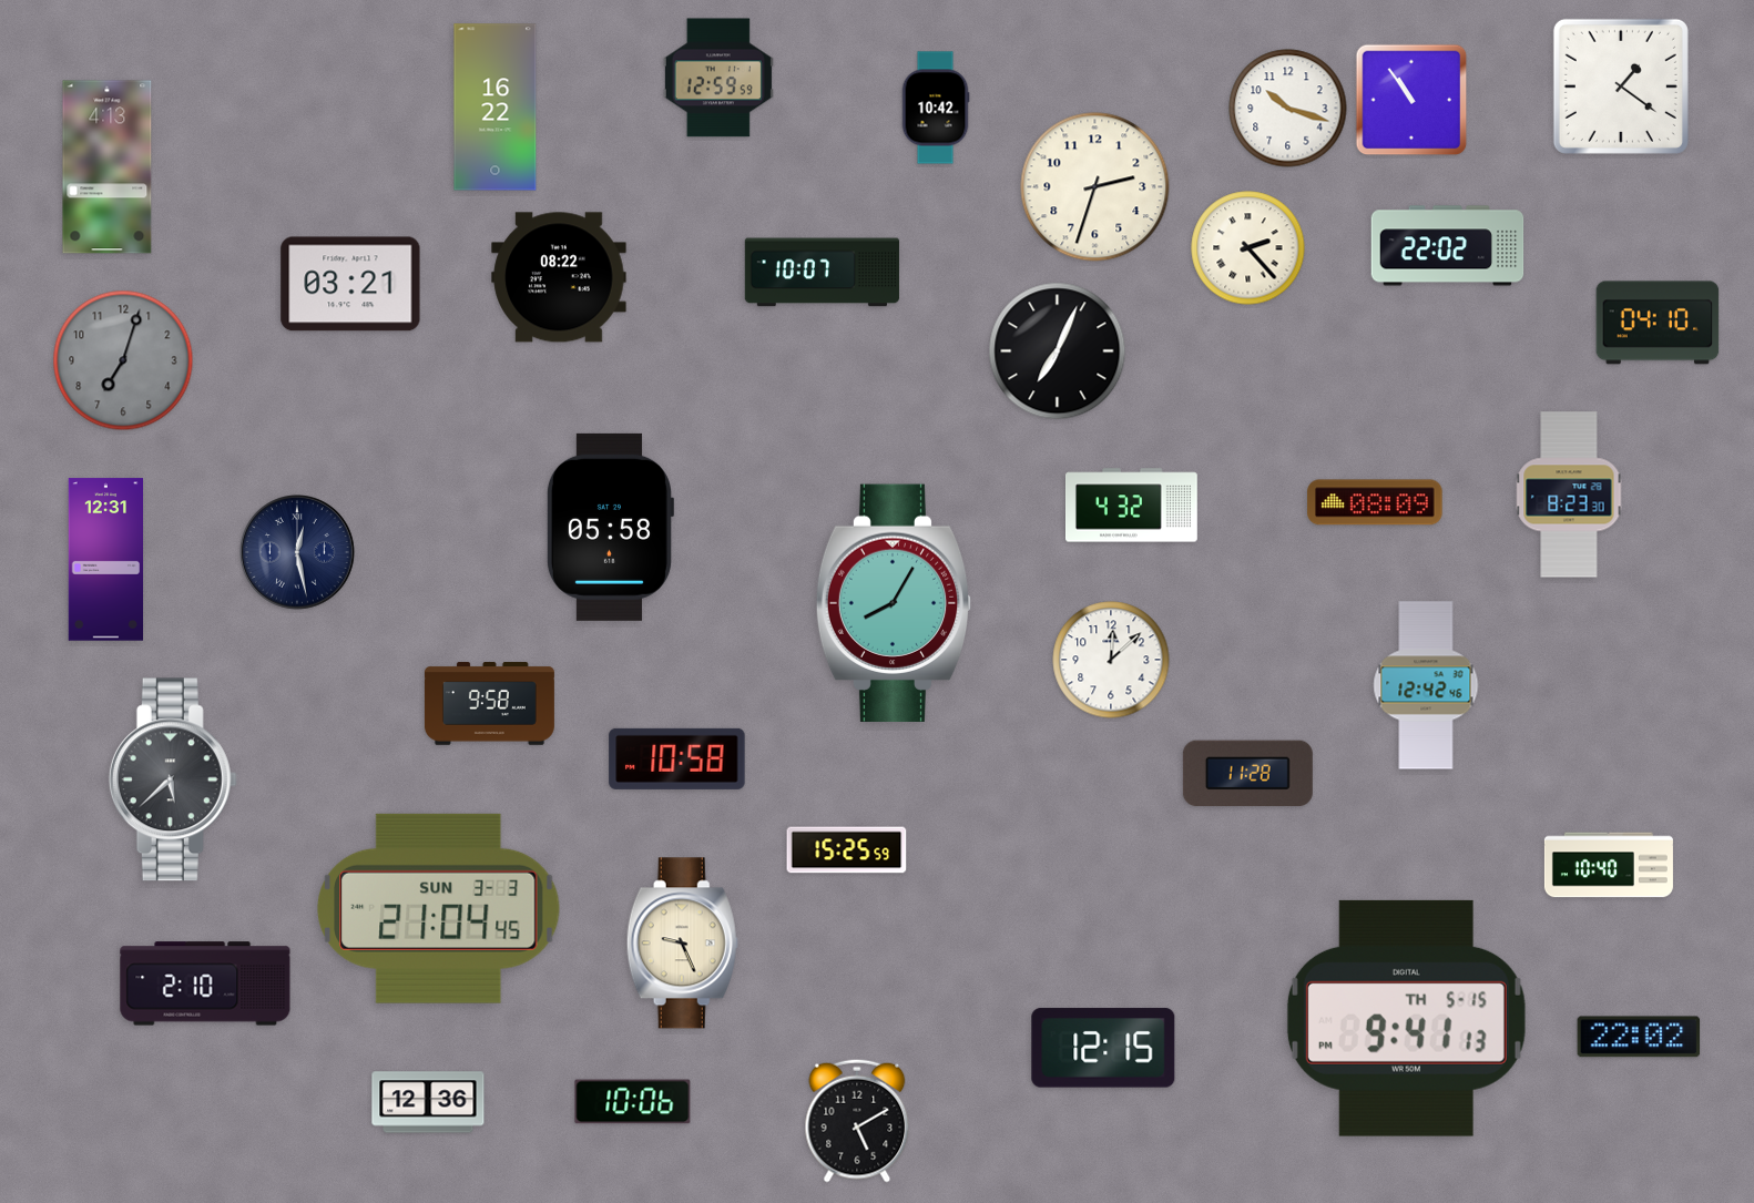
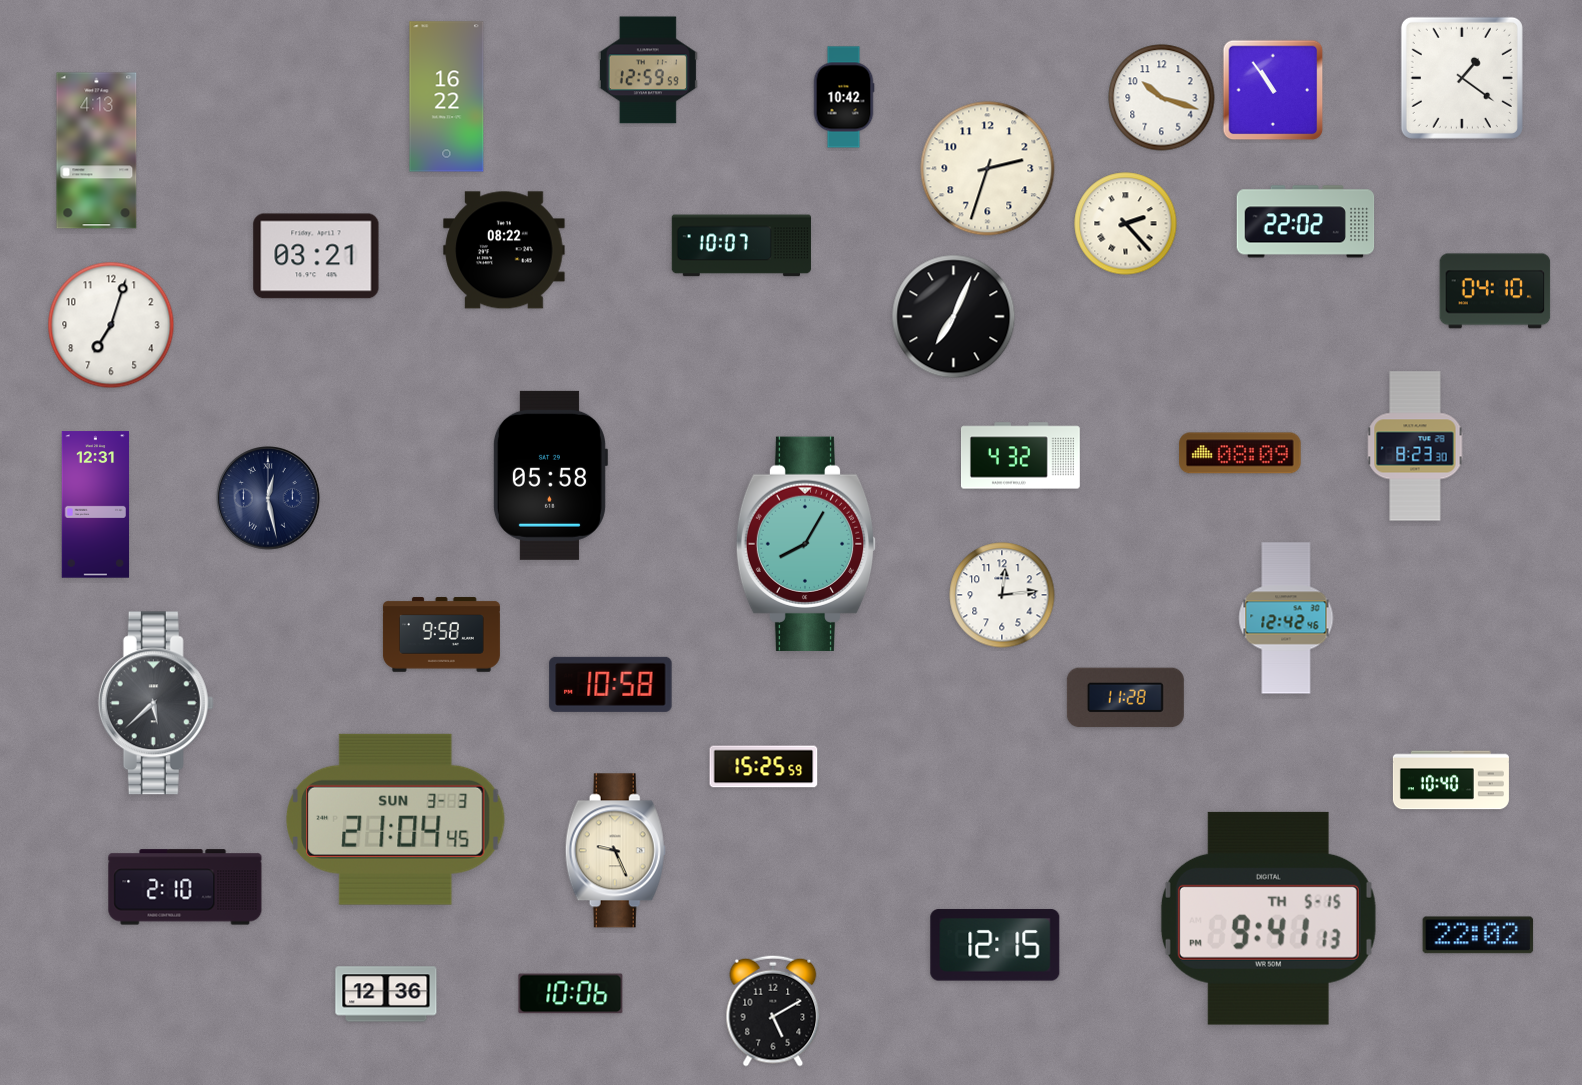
clock at (123, 360) dial: grey -> white
clock at (1111, 660): 12:08 -> 12:14
